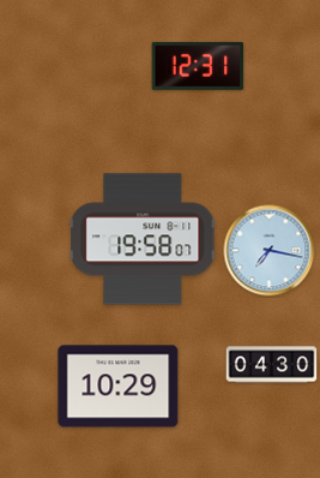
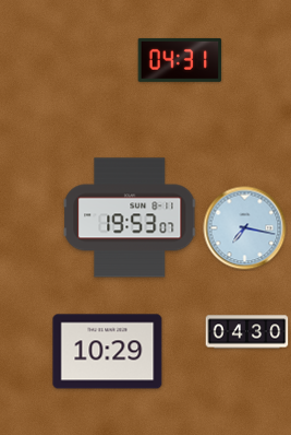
clock at (198, 66): 12:31 -> 04:31
clock at (143, 239): 19:58 -> 19:53
